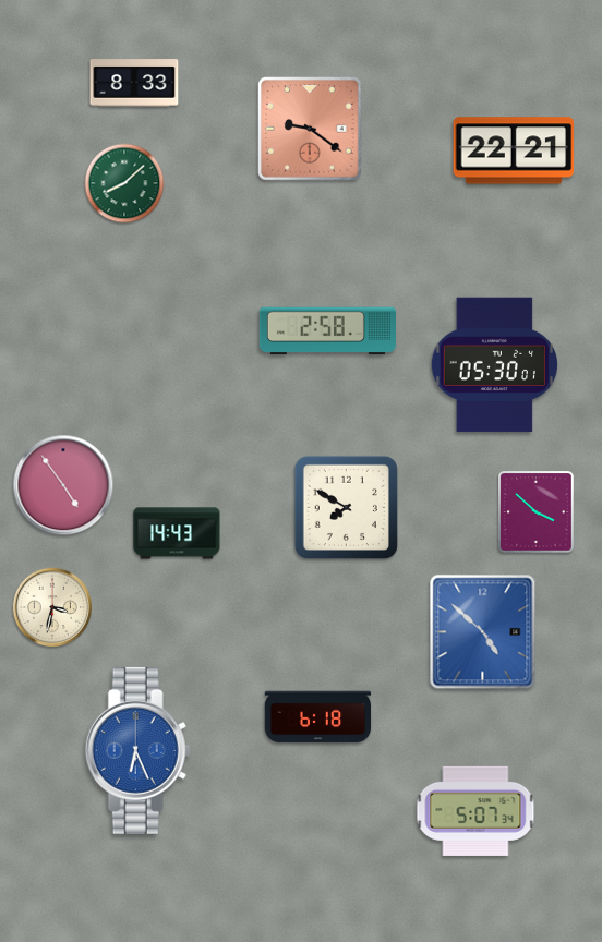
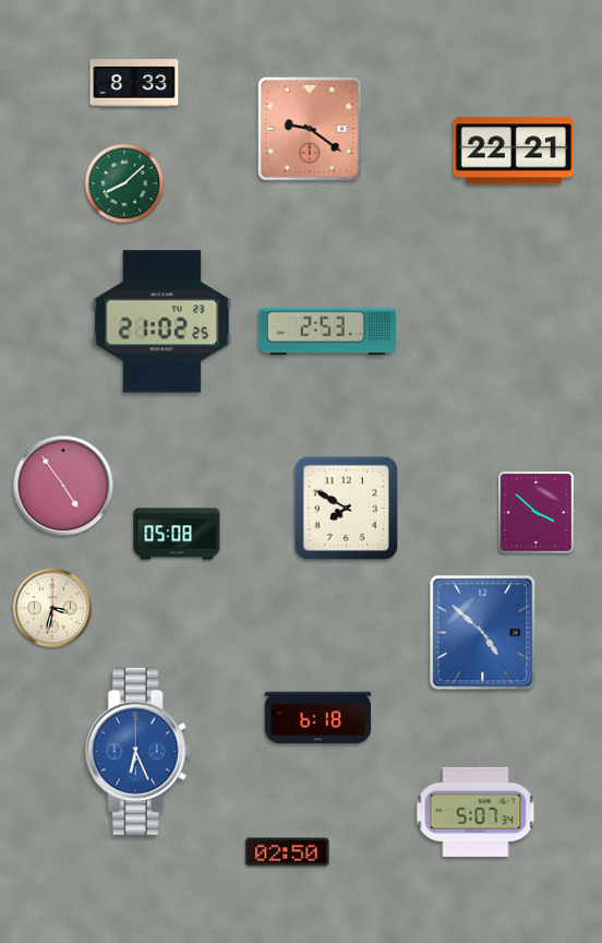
clock at (162, 322): none -> 21:02
clock at (327, 331): 2:58 -> 2:53
clock at (494, 365): 05:30 -> none
clock at (177, 533): 14:43 -> 05:08
clock at (288, 852): none -> 02:50
